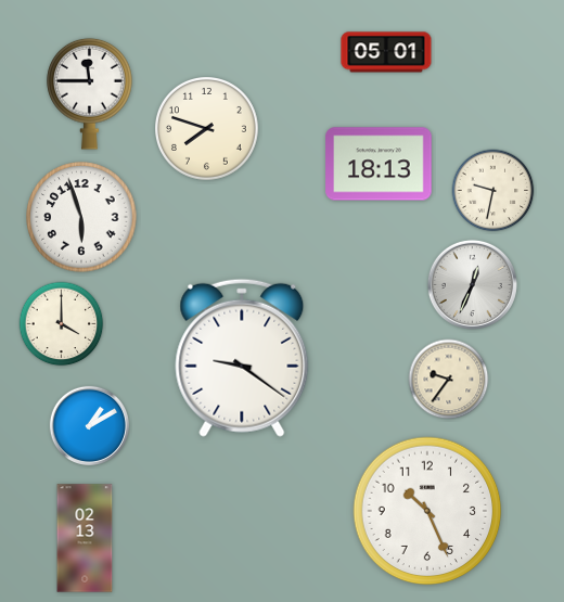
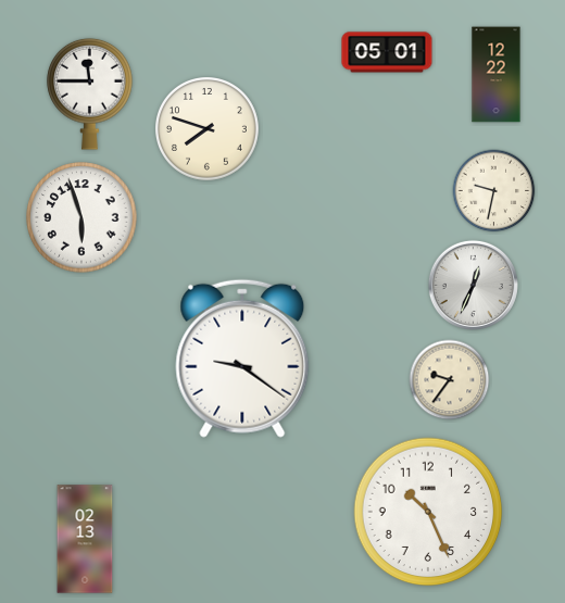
clock at (497, 75): none -> 12:22
clock at (379, 164): 18:13 -> none
clock at (62, 324): 4:00 -> none
clock at (89, 425): 1:10 -> none
